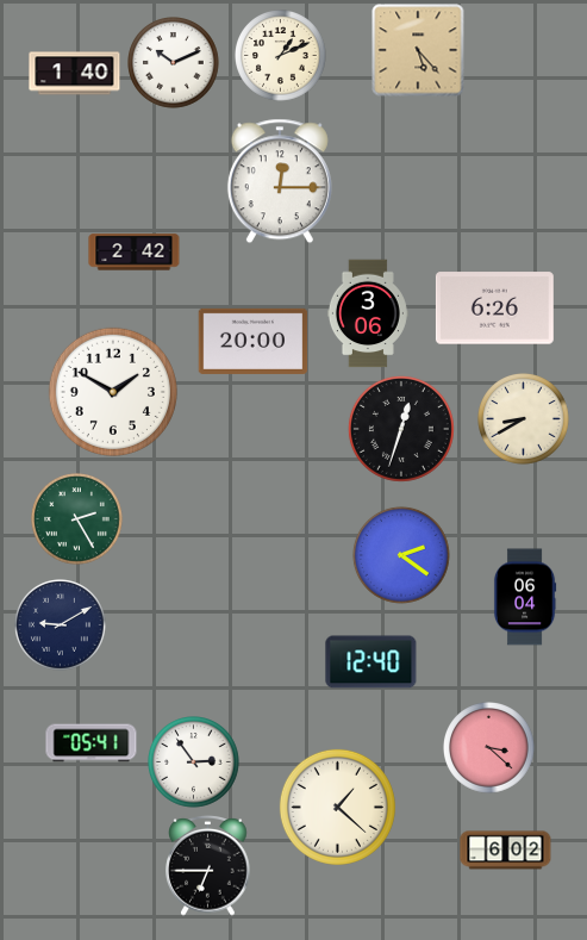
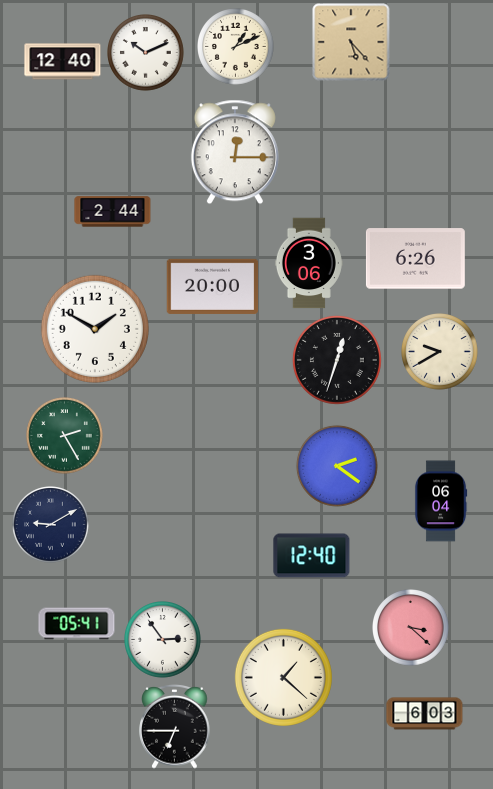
clock at (75, 74): 1:40 -> 12:40
clock at (135, 253): 2:42 -> 2:44
clock at (524, 419): 8:40 -> 9:40
clock at (506, 851): 6:02 -> 6:03
